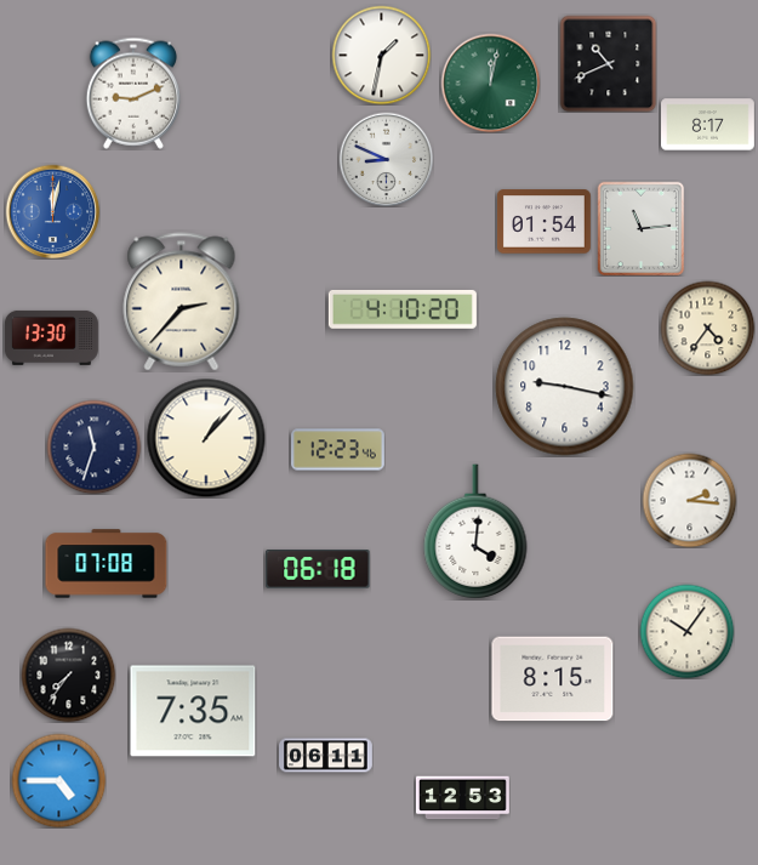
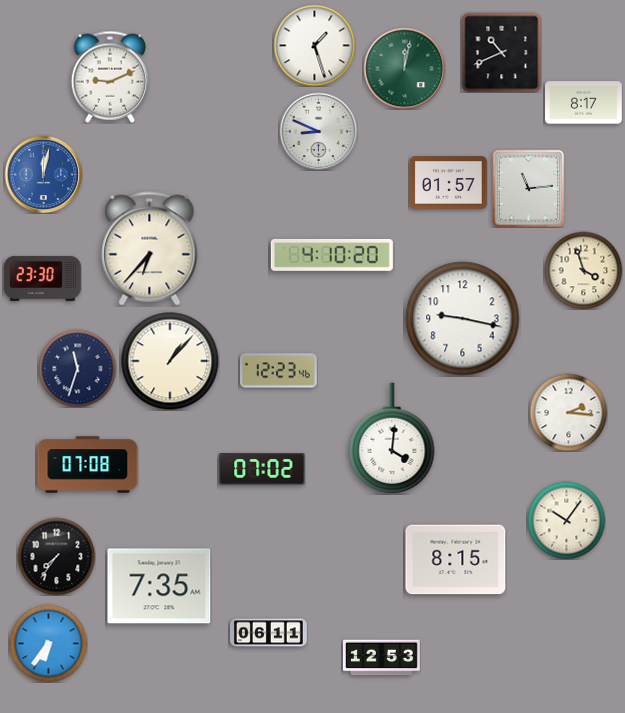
clock at (381, 55): 1:32 -> 1:27
clock at (543, 222): 01:54 -> 01:57
clock at (182, 302): 2:37 -> 6:37
clock at (707, 328): 4:36 -> 3:57
clock at (51, 337): 13:30 -> 23:30
clock at (565, 387) position: (565, 387) -> (463, 319)
clock at (318, 569): 06:18 -> 07:02
clock at (326, 756) position: (326, 756) -> (269, 633)
clock at (58, 780): 4:45 -> 6:36
